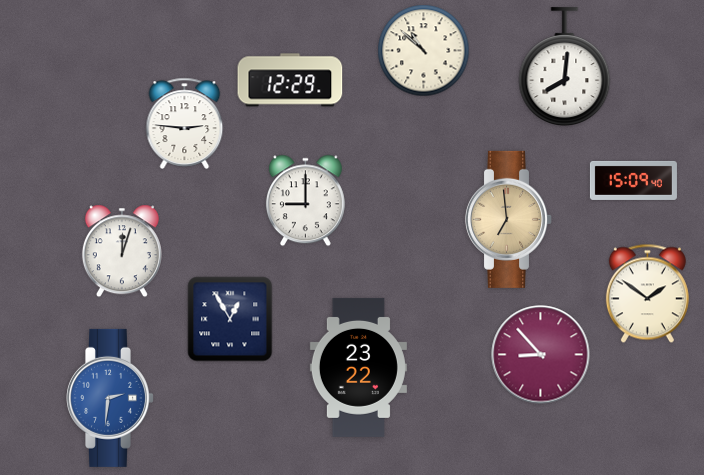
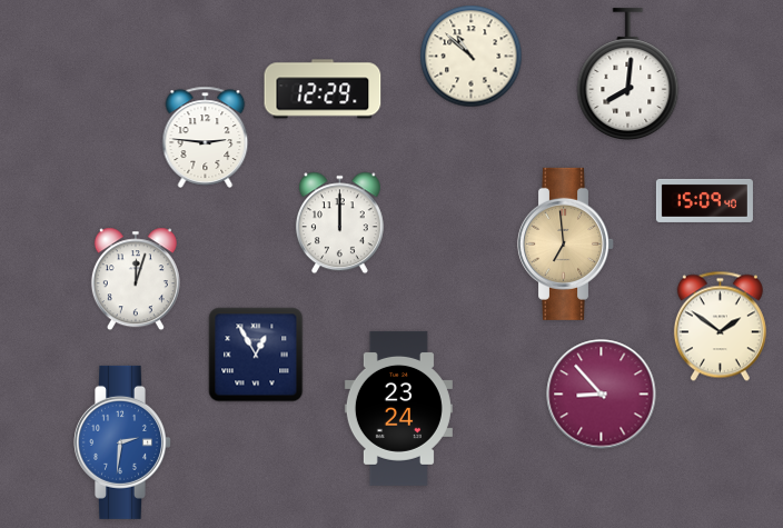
clock at (305, 201): 9:00 -> 12:00
clock at (358, 367): 23:22 -> 23:24
